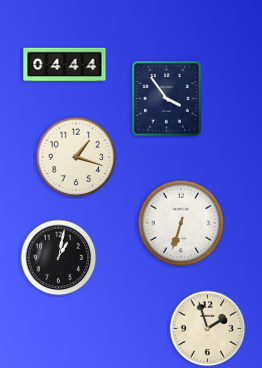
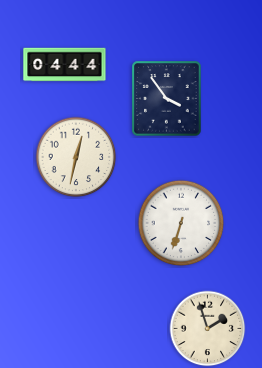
clock at (76, 157): 1:18 -> 12:32
clock at (59, 258): 1:02 -> none
